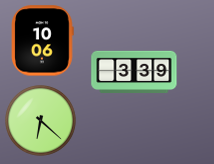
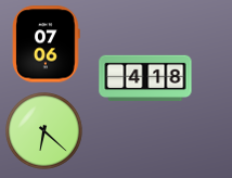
clock at (43, 41): 10:06 -> 07:06
clock at (134, 72): 3:39 -> 4:18
